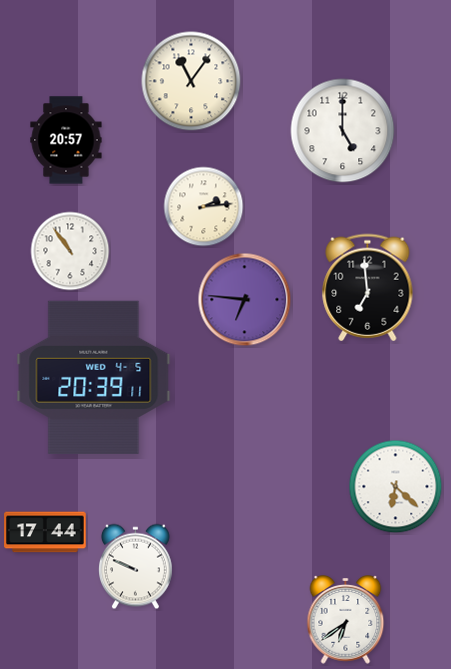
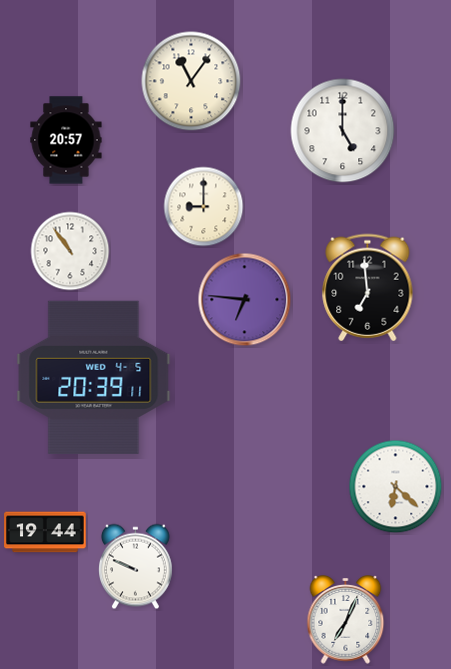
clock at (204, 207): 2:14 -> 9:00
clock at (45, 532): 17:44 -> 19:44
clock at (346, 620): 6:39 -> 7:04
